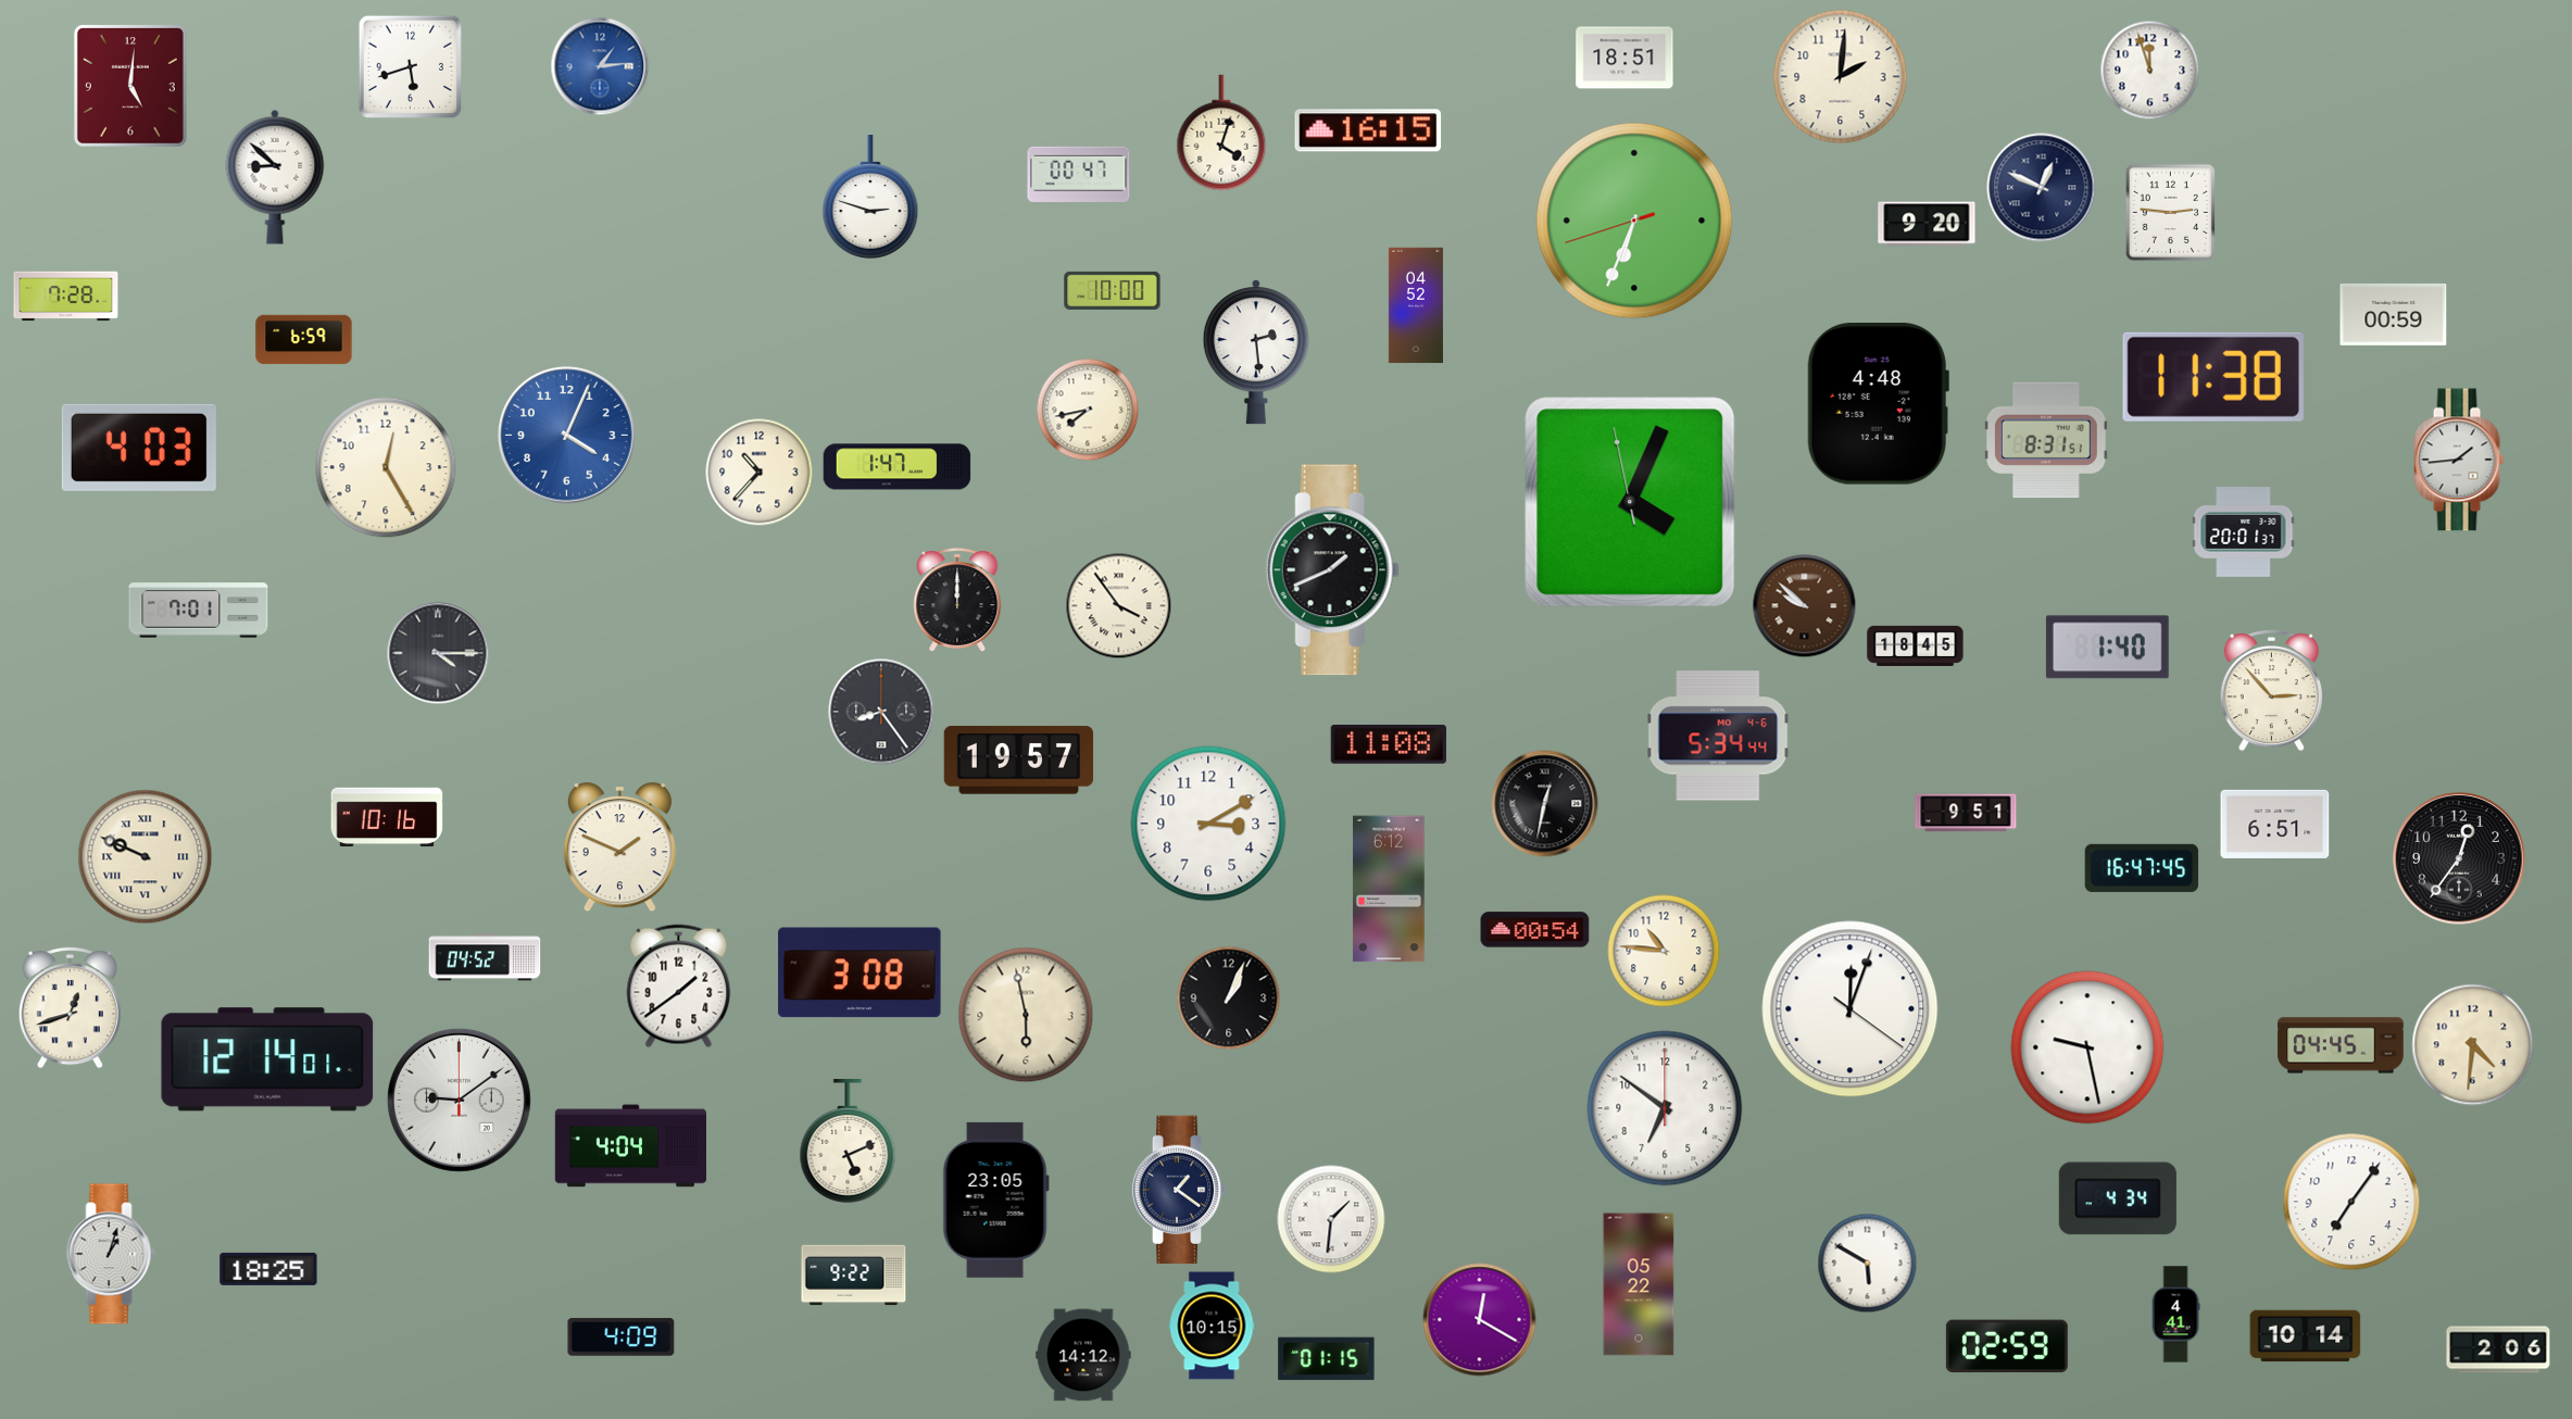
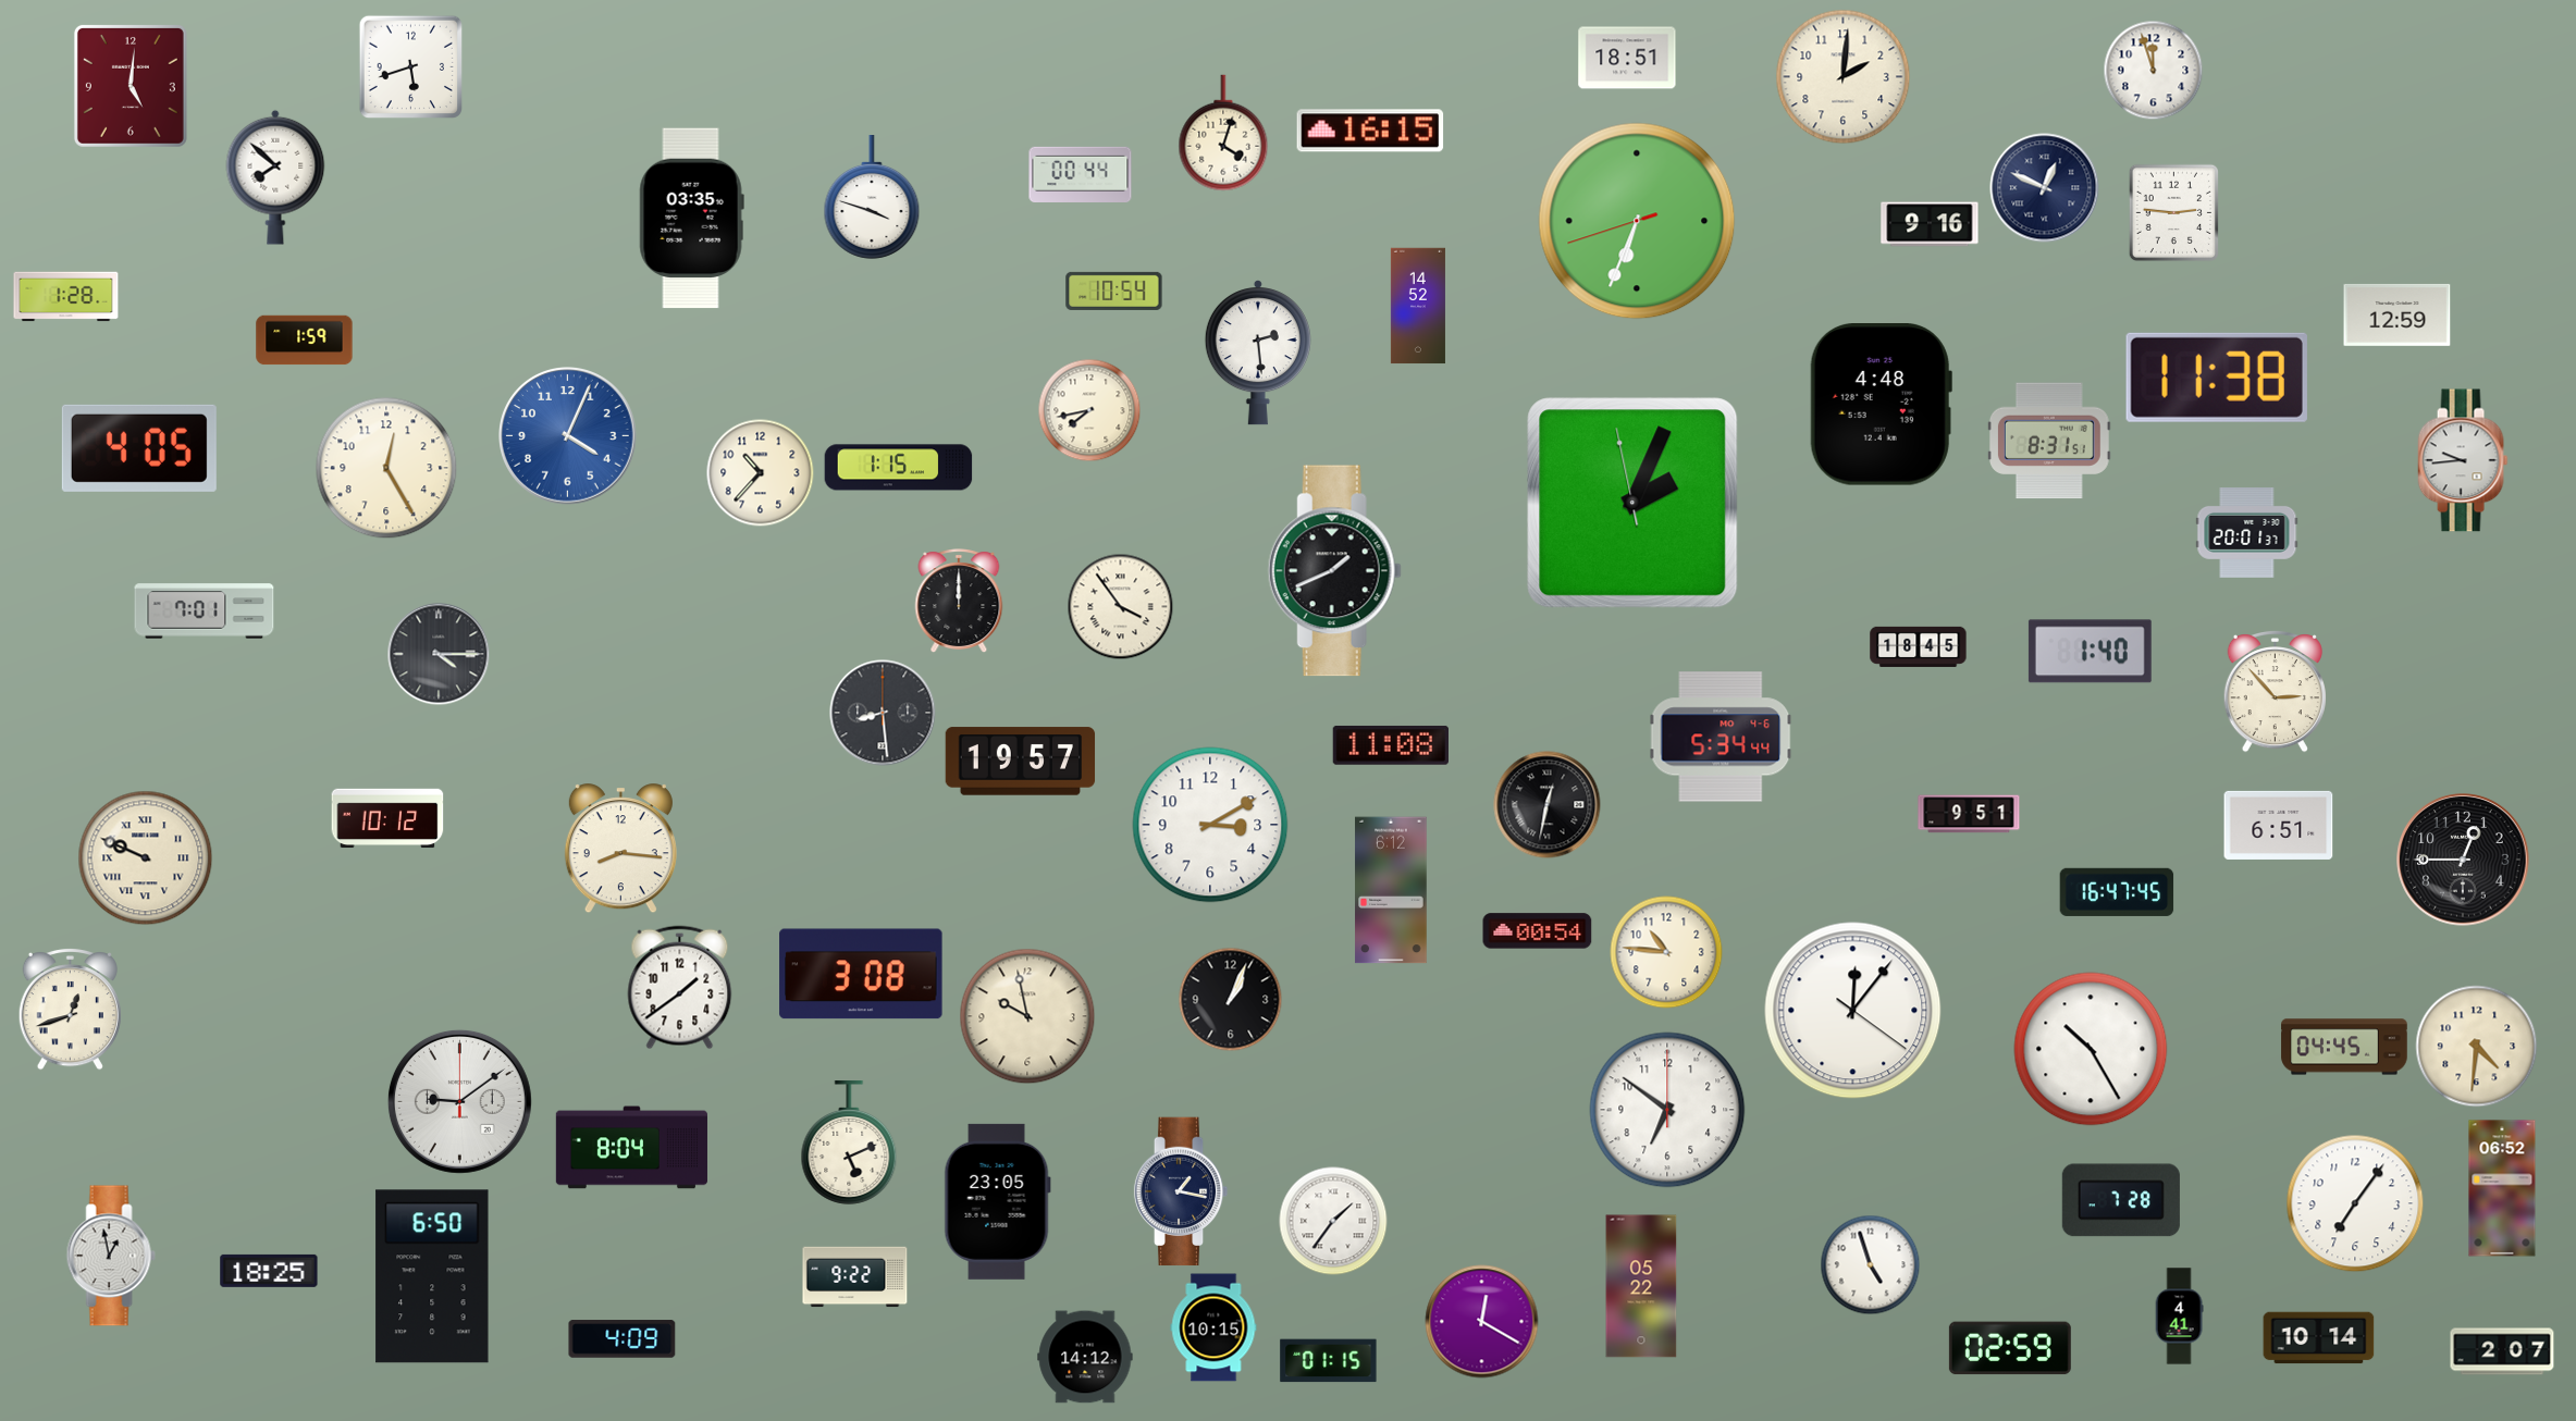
clock at (600, 66): 1:14 -> none
clock at (1079, 174): 00:47 -> 00:44
clock at (275, 177): 8:52 -> 7:52
clock at (870, 198): 2:48 -> 3:48
clock at (691, 219): none -> 03:35
clock at (1927, 224): 9:20 -> 9:16
clock at (1113, 290): 10:00 -> 10:54
clock at (66, 297): 7:28 -> 1:28
clock at (1416, 305): 04:52 -> 14:52
clock at (2394, 314): 00:59 -> 12:59
clock at (304, 340): 6:59 -> 1:59
clock at (139, 448): 4:03 -> 4:05
clock at (2459, 460): 1:44 -> 9:44
clock at (898, 467): 1:47 -> 1:15
clock at (1630, 502): 4:03 -> 2:03
clock at (1805, 606): 9:52 -> none
clock at (199, 611) position: (199, 611) -> (205, 611)
clock at (2107, 648) position: (2107, 648) -> (2090, 652)
clock at (881, 712): 8:24 -> 8:29
clock at (387, 817): 10:16 -> 10:12
clock at (619, 847): 1:49 -> 8:16
clock at (2459, 858): 12:36 -> 12:45
clock at (2142, 868) position: (2142, 868) -> (2117, 892)
clock at (485, 957): 04:52 -> none
clock at (1850, 1009): 12:03 -> 12:06
clock at (1026, 1015): 5:58 -> 9:58
clock at (2087, 1047): 9:28 -> 10:25
clock at (267, 1059): 12:14 -> none
clock at (630, 1146): 4:04 -> 8:04
clock at (2502, 1188): none -> 06:52
clock at (1179, 1190): 1:21 -> 1:17
clock at (2118, 1198): 4:34 -> 7:28
clock at (1331, 1219): 1:31 -> 1:36
clock at (111, 1254): 1:03 -> 12:58
clock at (1868, 1264): 5:50 -> 4:57
clock at (432, 1276): none -> 6:50
clock at (2306, 1336) position: (2306, 1336) -> (2319, 1338)
clock at (2498, 1349): 2:06 -> 2:07
